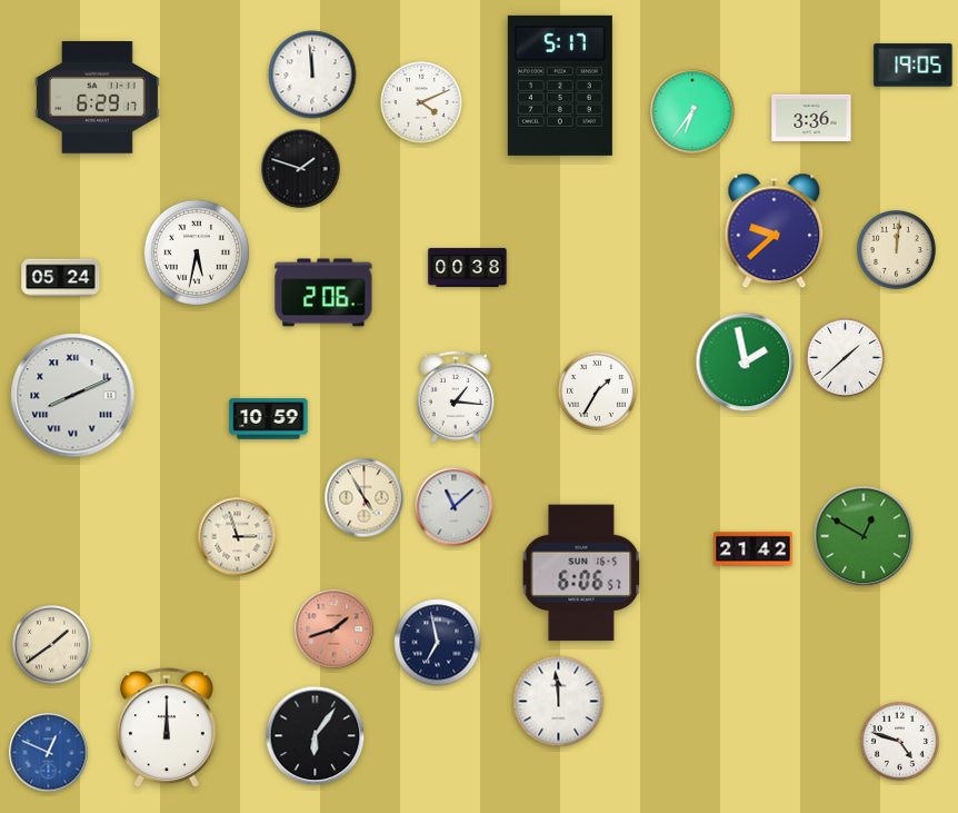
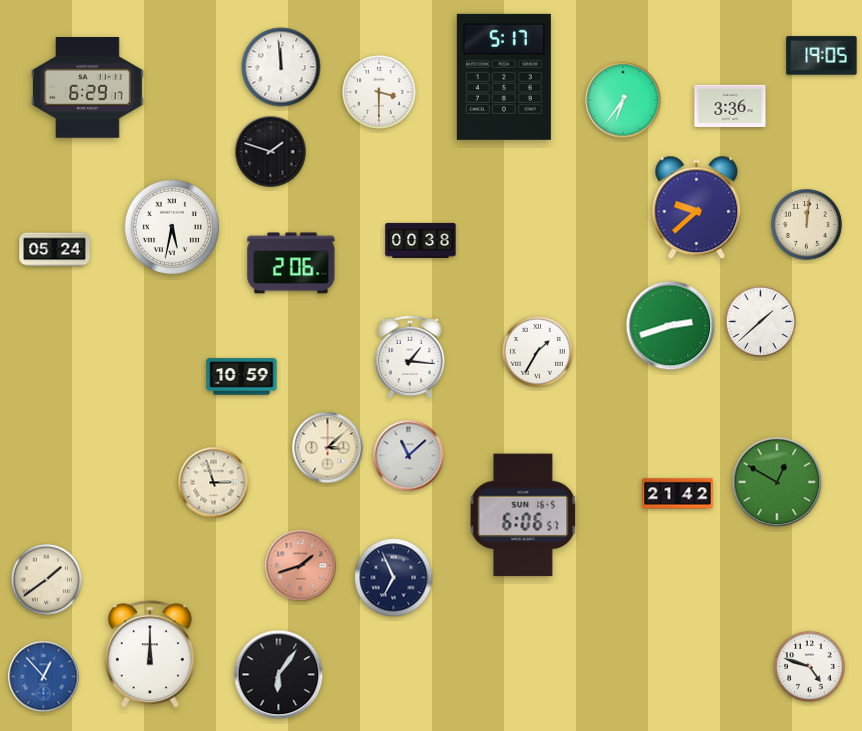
clock at (914, 66) position: (914, 66) -> (822, 56)
clock at (421, 102): 4:11 -> 3:30
clock at (197, 252) position: (197, 252) -> (172, 227)
clock at (746, 363): 1:58 -> 2:42
clock at (73, 396): 8:11 -> none
clock at (365, 498): 4:55 -> 3:08
clock at (438, 643): 6:58 -> 6:56
clock at (559, 702): 11:59 -> none
clock at (316, 736) position: (316, 736) -> (279, 675)
clock at (49, 753): 12:49 -> 12:53
